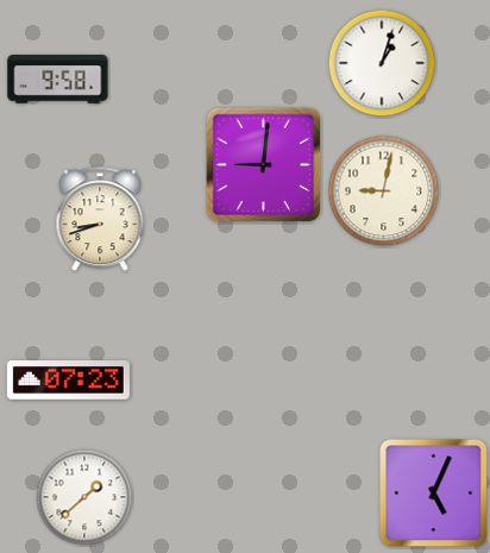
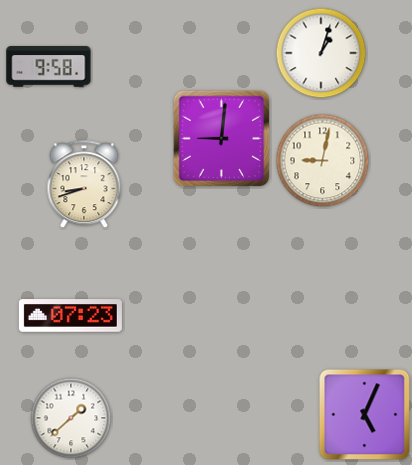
clock at (68, 381) position: (68, 381) -> (70, 316)
